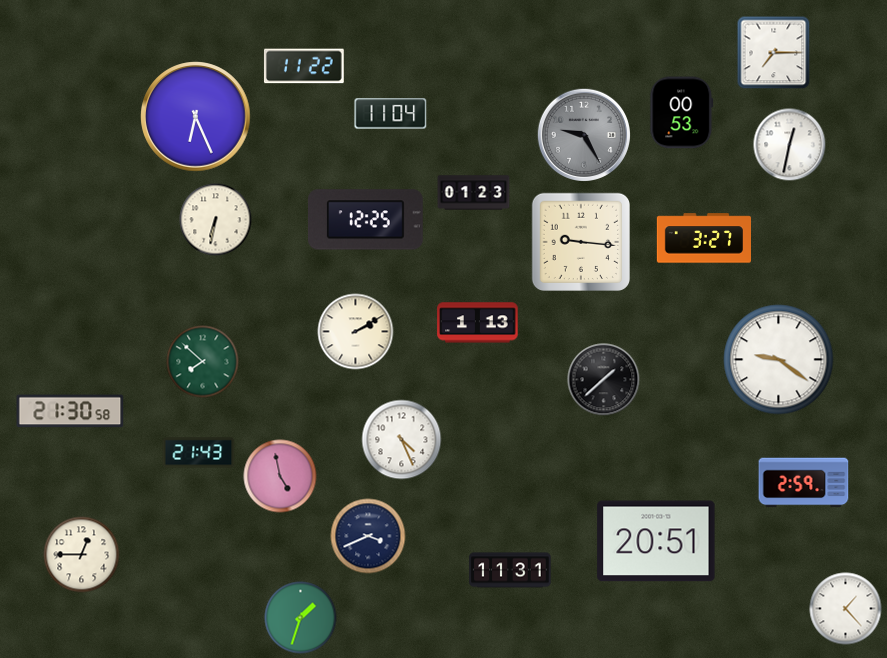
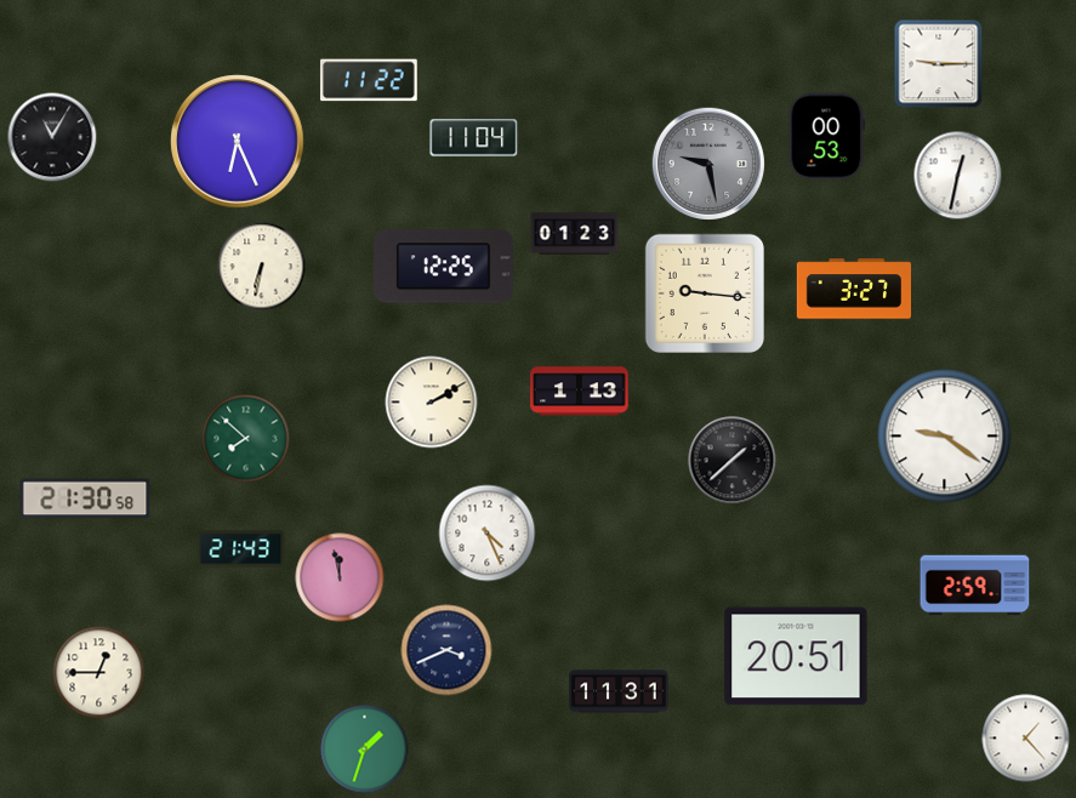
clock at (774, 53): 7:15 -> 9:15
clock at (52, 137): none -> 11:05
clock at (583, 134): 9:25 -> 9:28
clock at (280, 476): 4:58 -> 11:58
